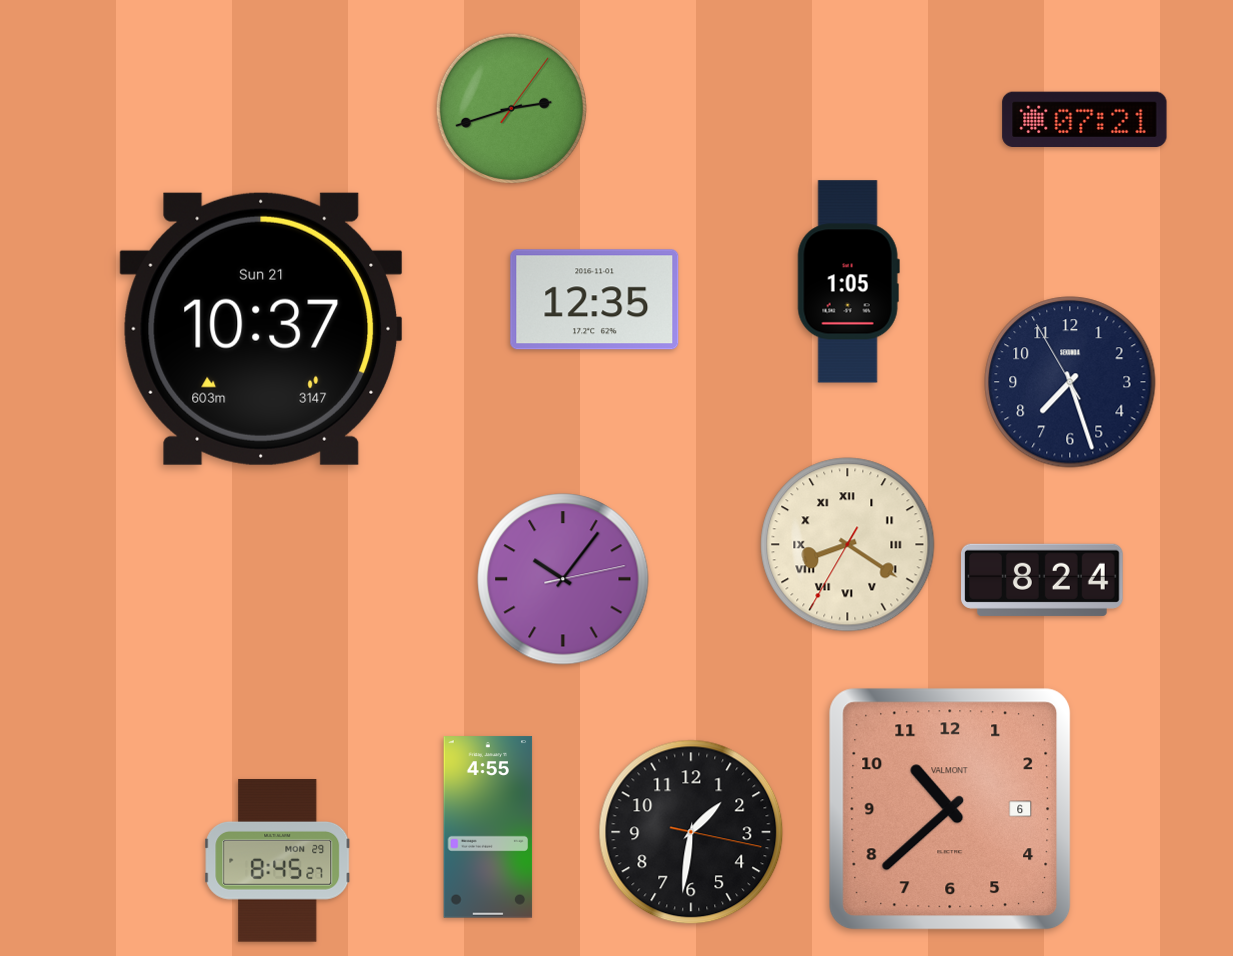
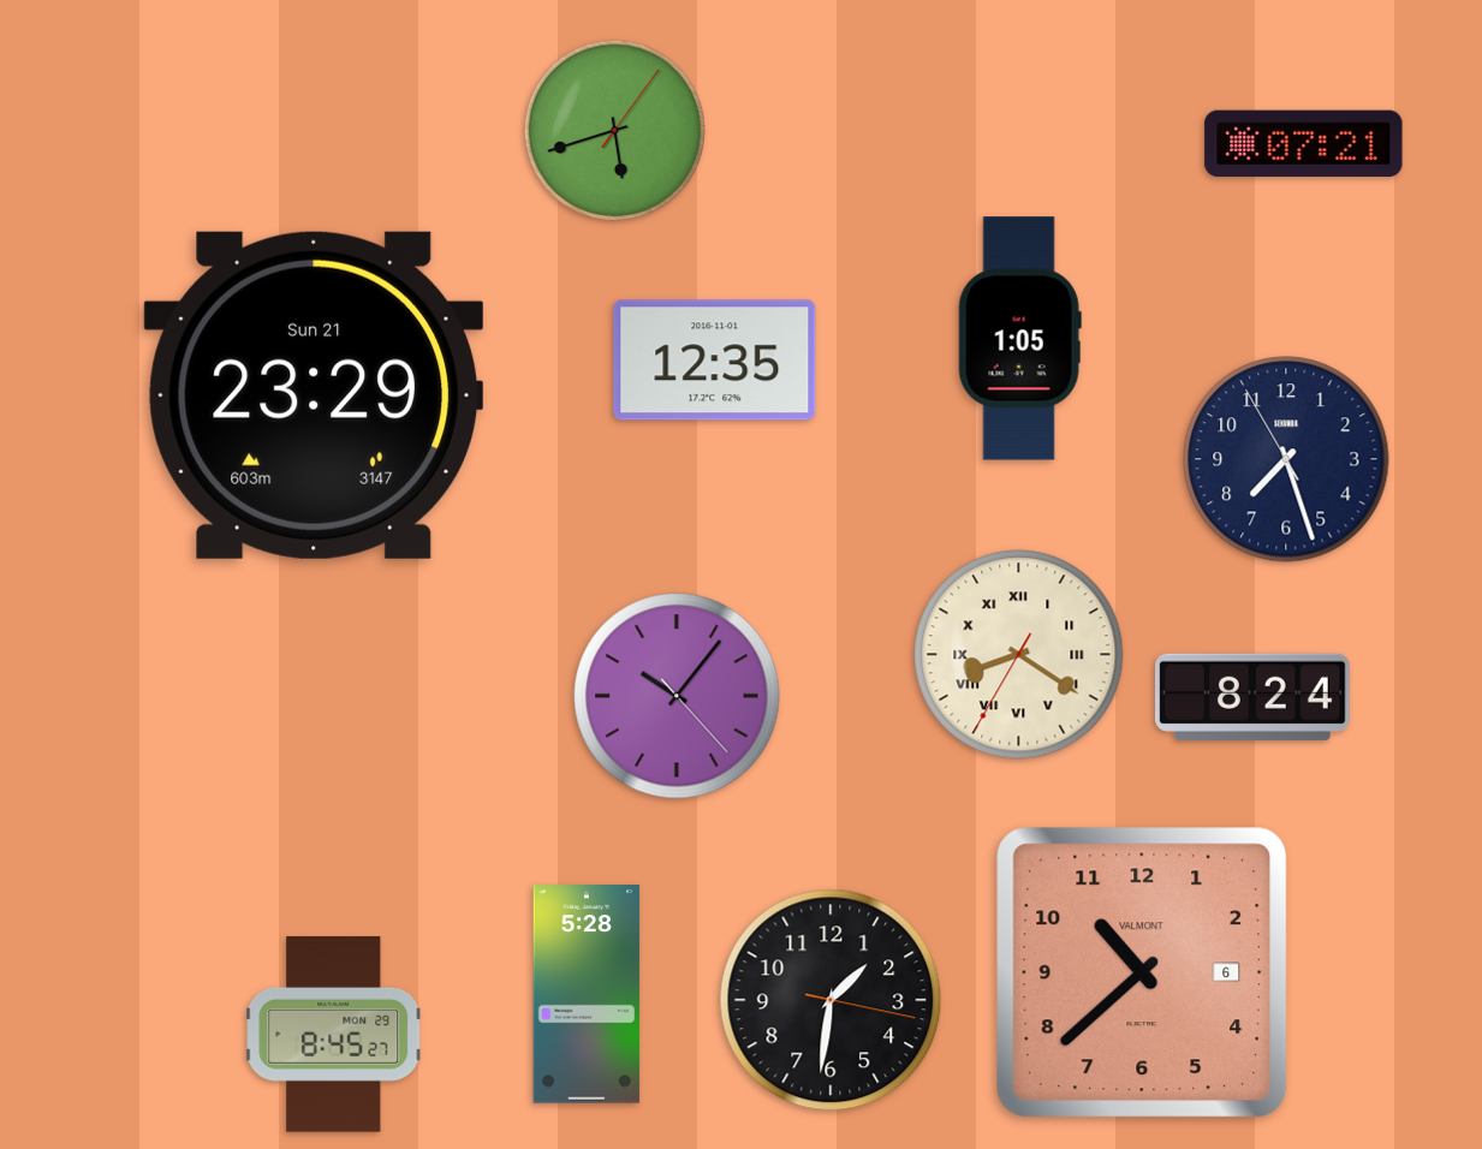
clock at (511, 108): 2:42 -> 5:42
clock at (261, 329): 10:37 -> 23:29
clock at (563, 579): 10:06:13 -> 10:06:23
clock at (488, 827): 4:55 -> 5:28
